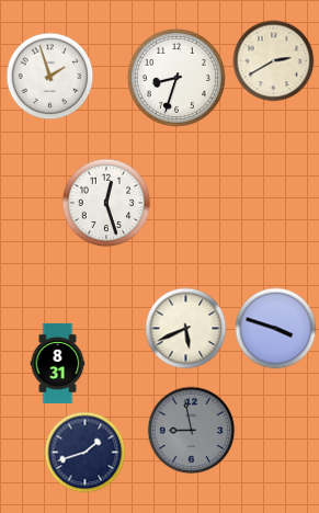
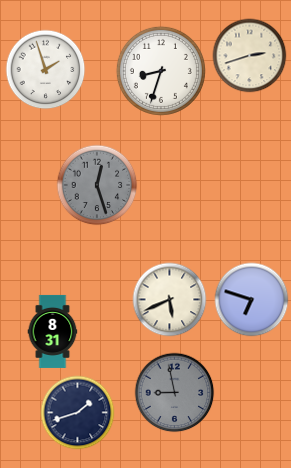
clock at (274, 61): 2:40 -> 2:42
clock at (106, 203) dial: white -> grey
clock at (276, 329): 3:48 -> 6:48
